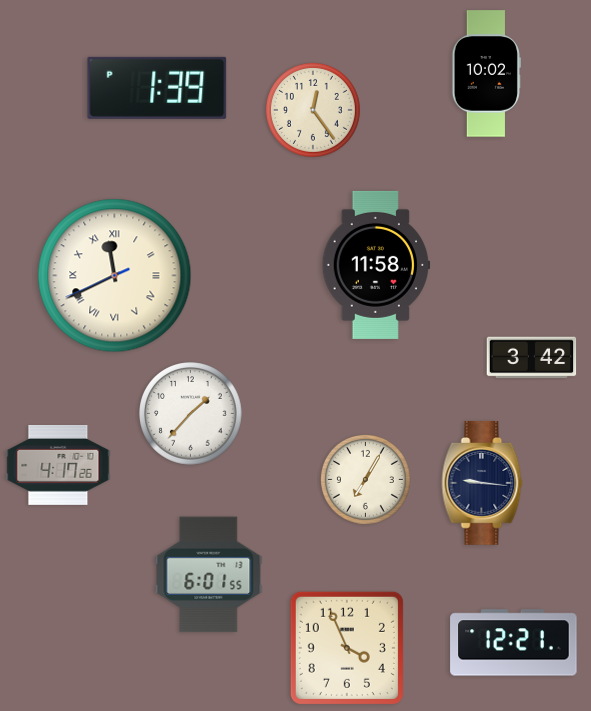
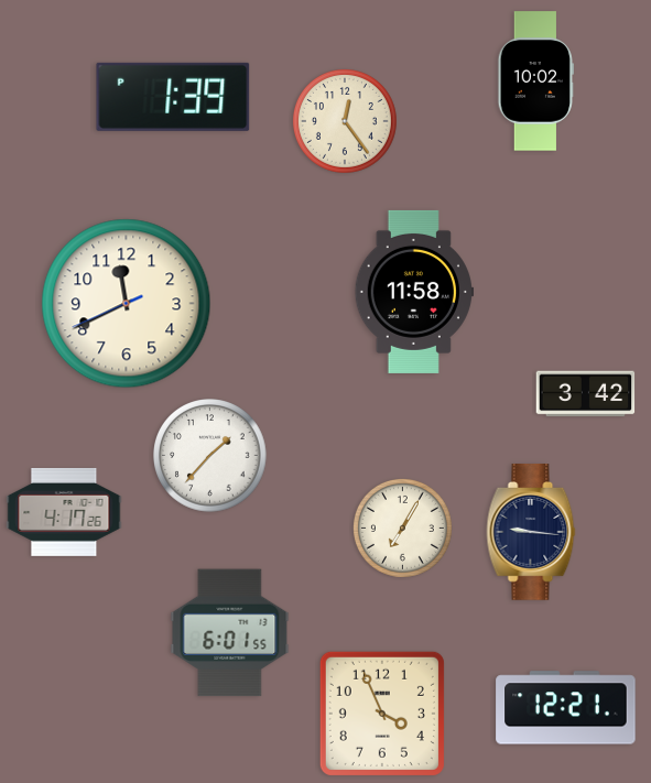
clock at (115, 276) numerals: Roman -> Arabic
